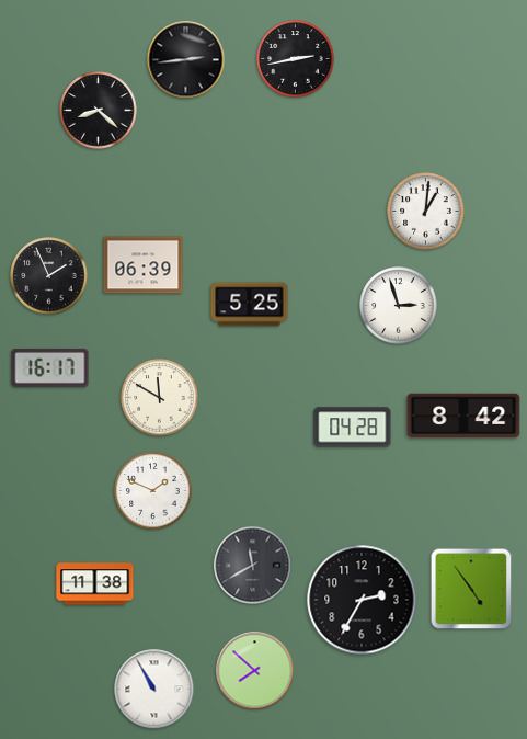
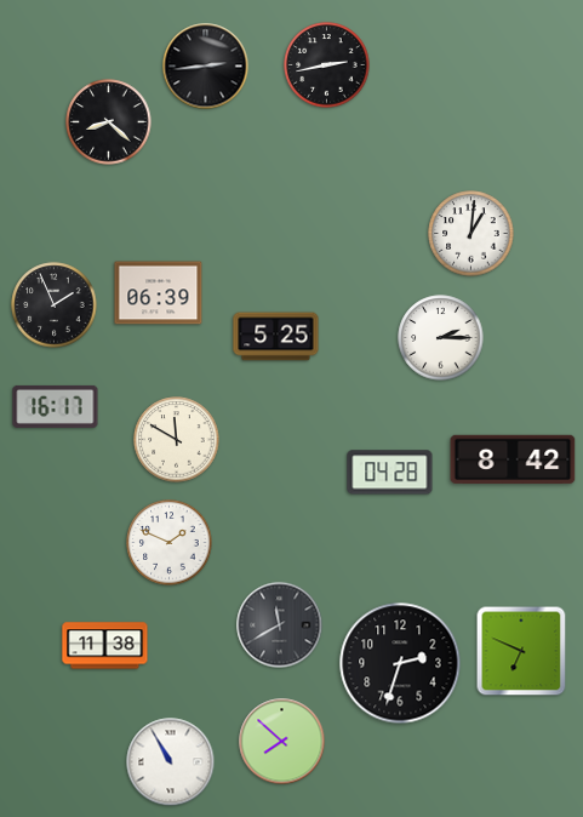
clock at (399, 306): 2:57 -> 2:15
clock at (471, 589): 4:54 -> 6:49
clock at (362, 600): 2:35 -> 2:33
